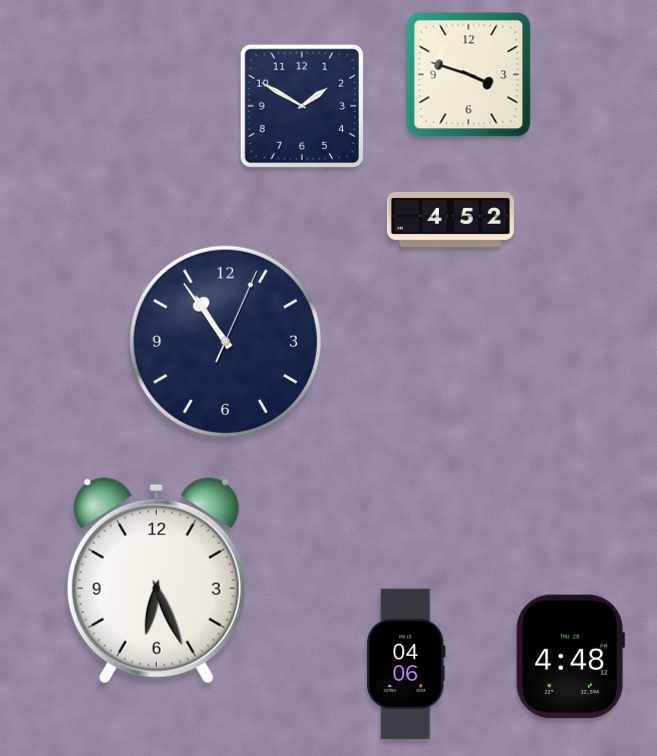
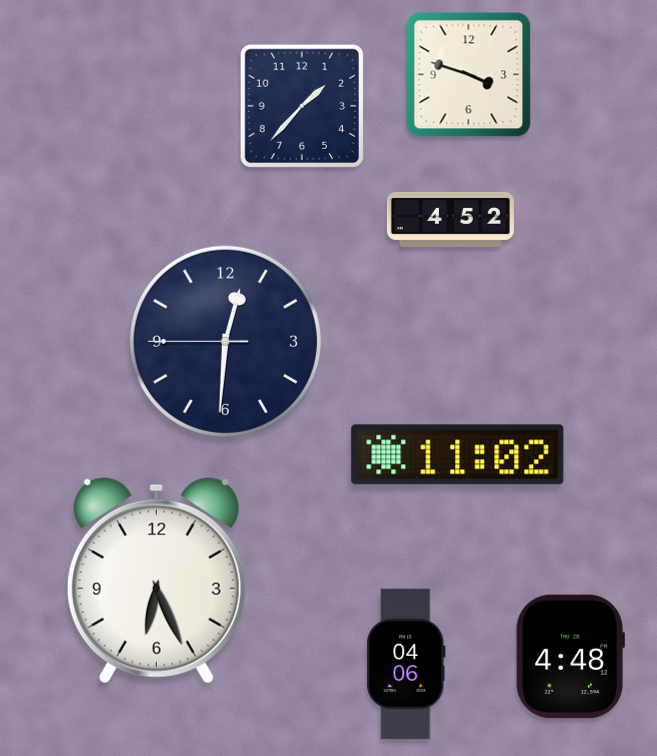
clock at (302, 106): 1:50 -> 1:37
clock at (225, 341): 10:54 -> 12:30
clock at (458, 455): none -> 11:02
